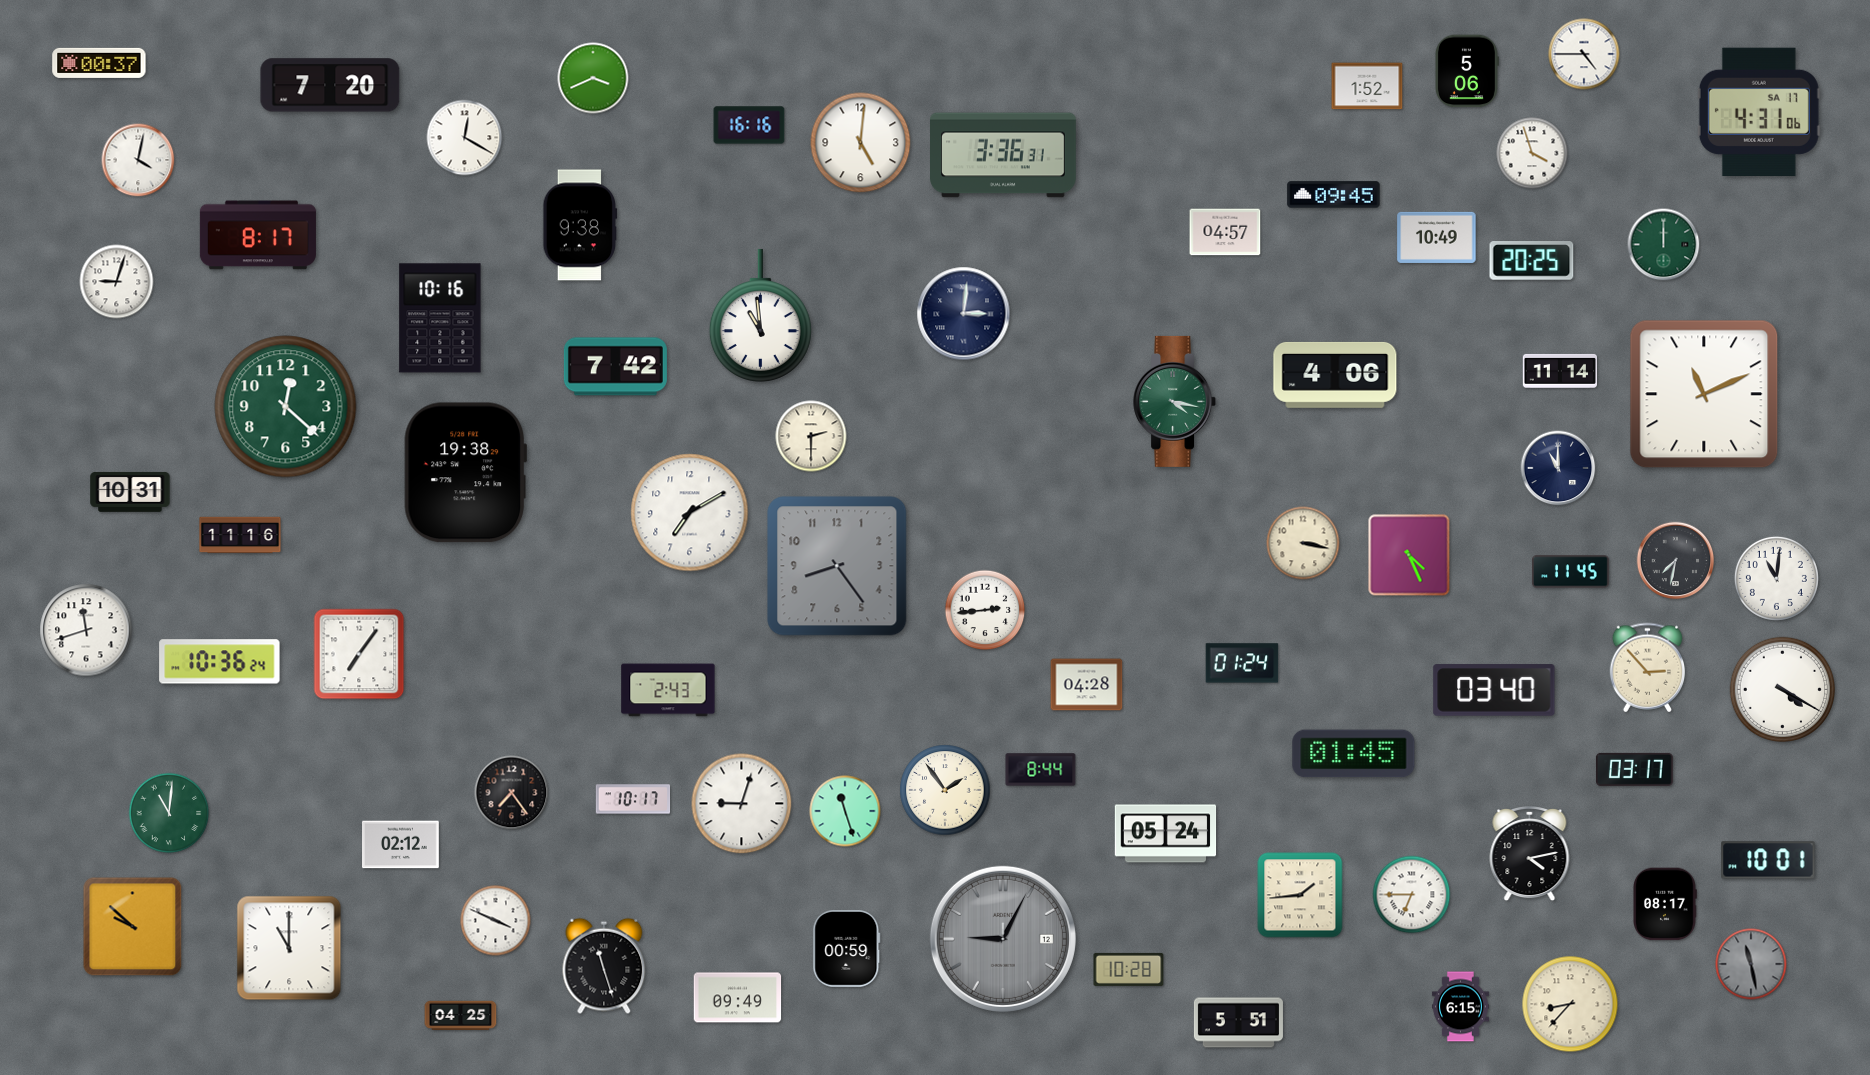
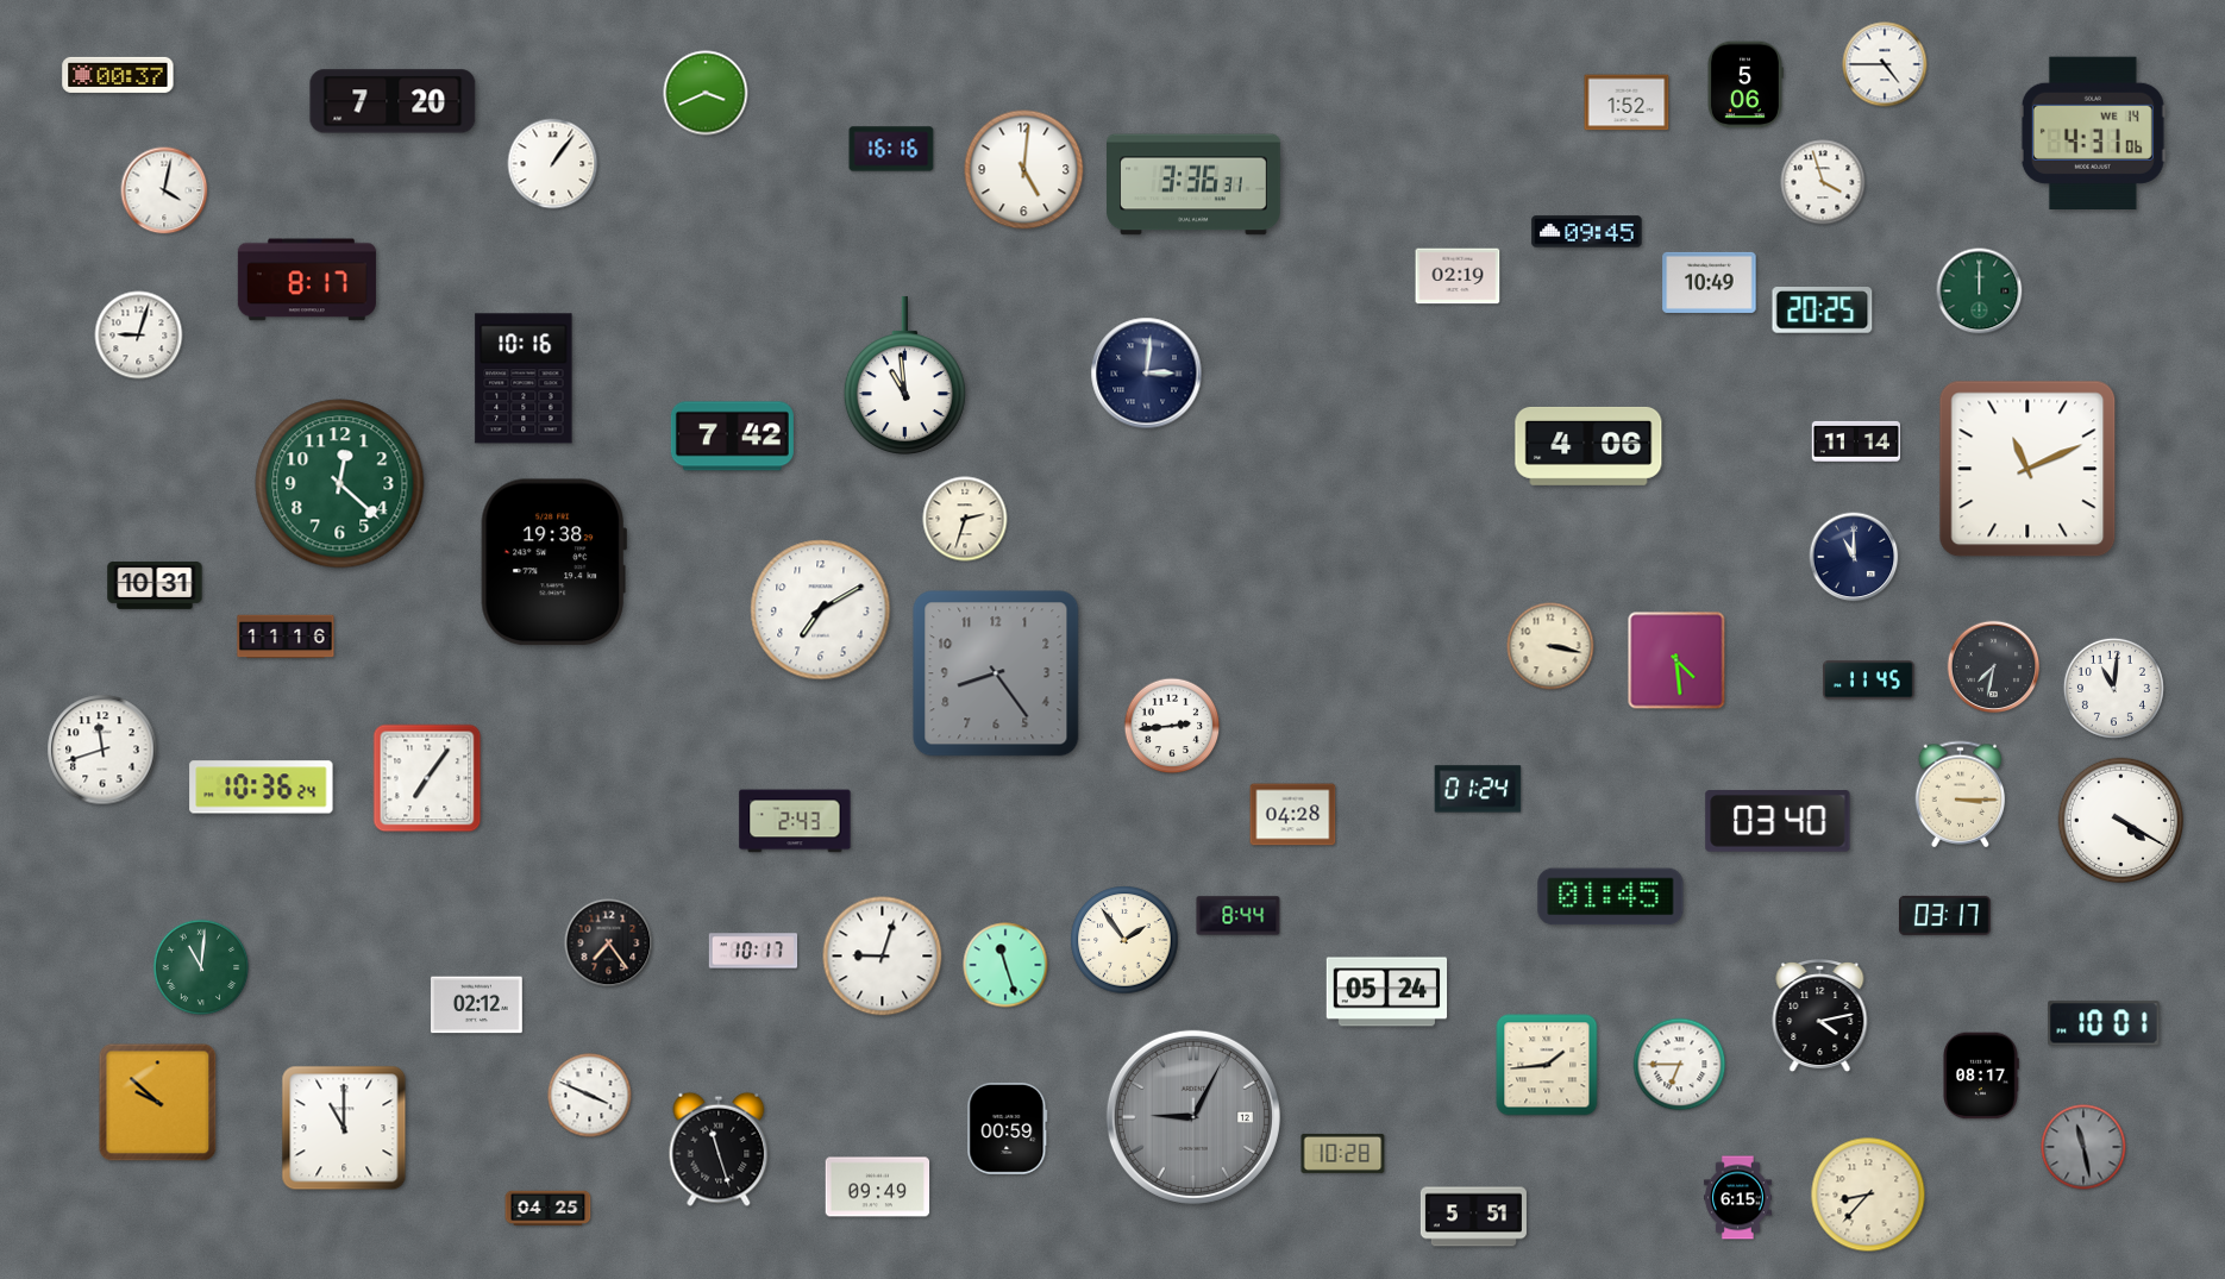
clock at (1759, 111) date: SA 17 -> WE 14
clock at (465, 138): 12:20 -> 1:06
clock at (580, 225): 9:38 -> none
clock at (1225, 232): 04:57 -> 02:19
clock at (1175, 401): 4:17 -> none
clock at (811, 436): 2:30 -> 2:33
clock at (1409, 555): 4:26 -> 4:29
clock at (1648, 668): 2:53 -> 3:15
